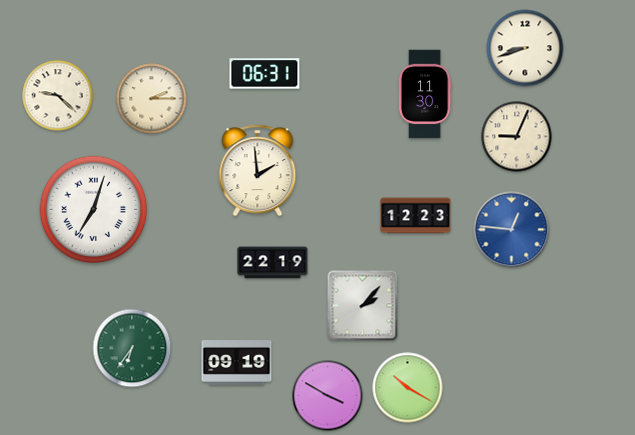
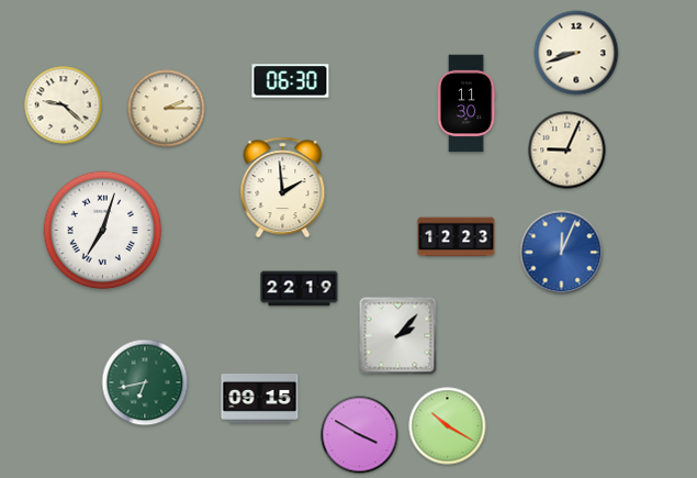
clock at (265, 74): 06:31 -> 06:30
clock at (512, 230): 12:46 -> 12:04
clock at (132, 348): 6:36 -> 6:43
clock at (237, 363): 09:19 -> 09:15
